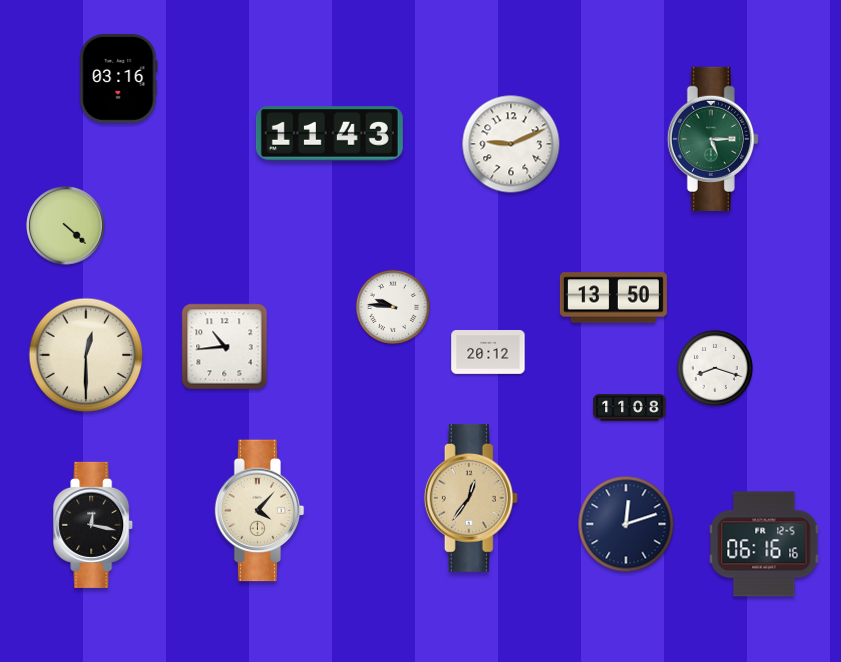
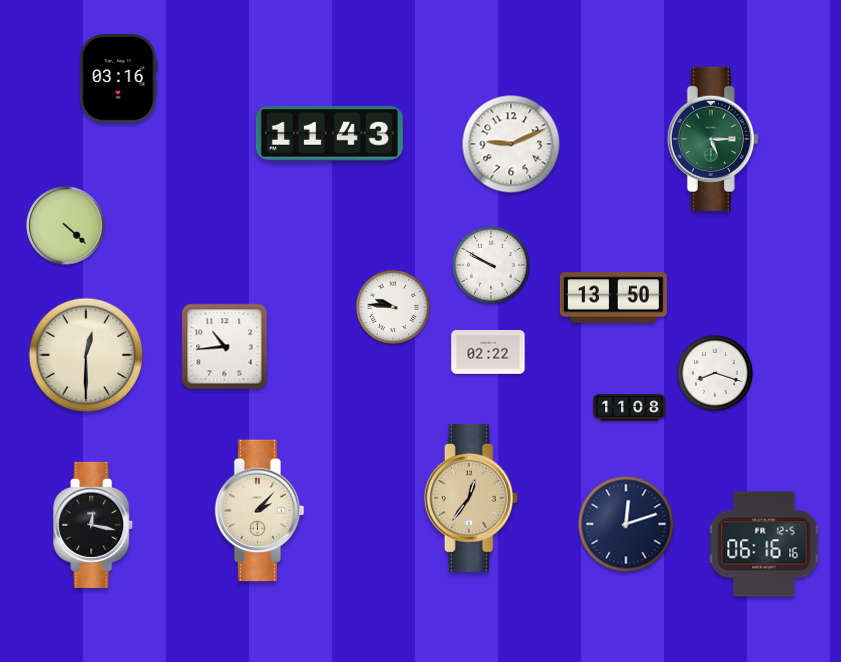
clock at (491, 265): none -> 9:50
clock at (488, 353): 20:12 -> 02:22
clock at (715, 368) position: (715, 368) -> (715, 373)
clock at (260, 511): 4:07 -> 2:07
